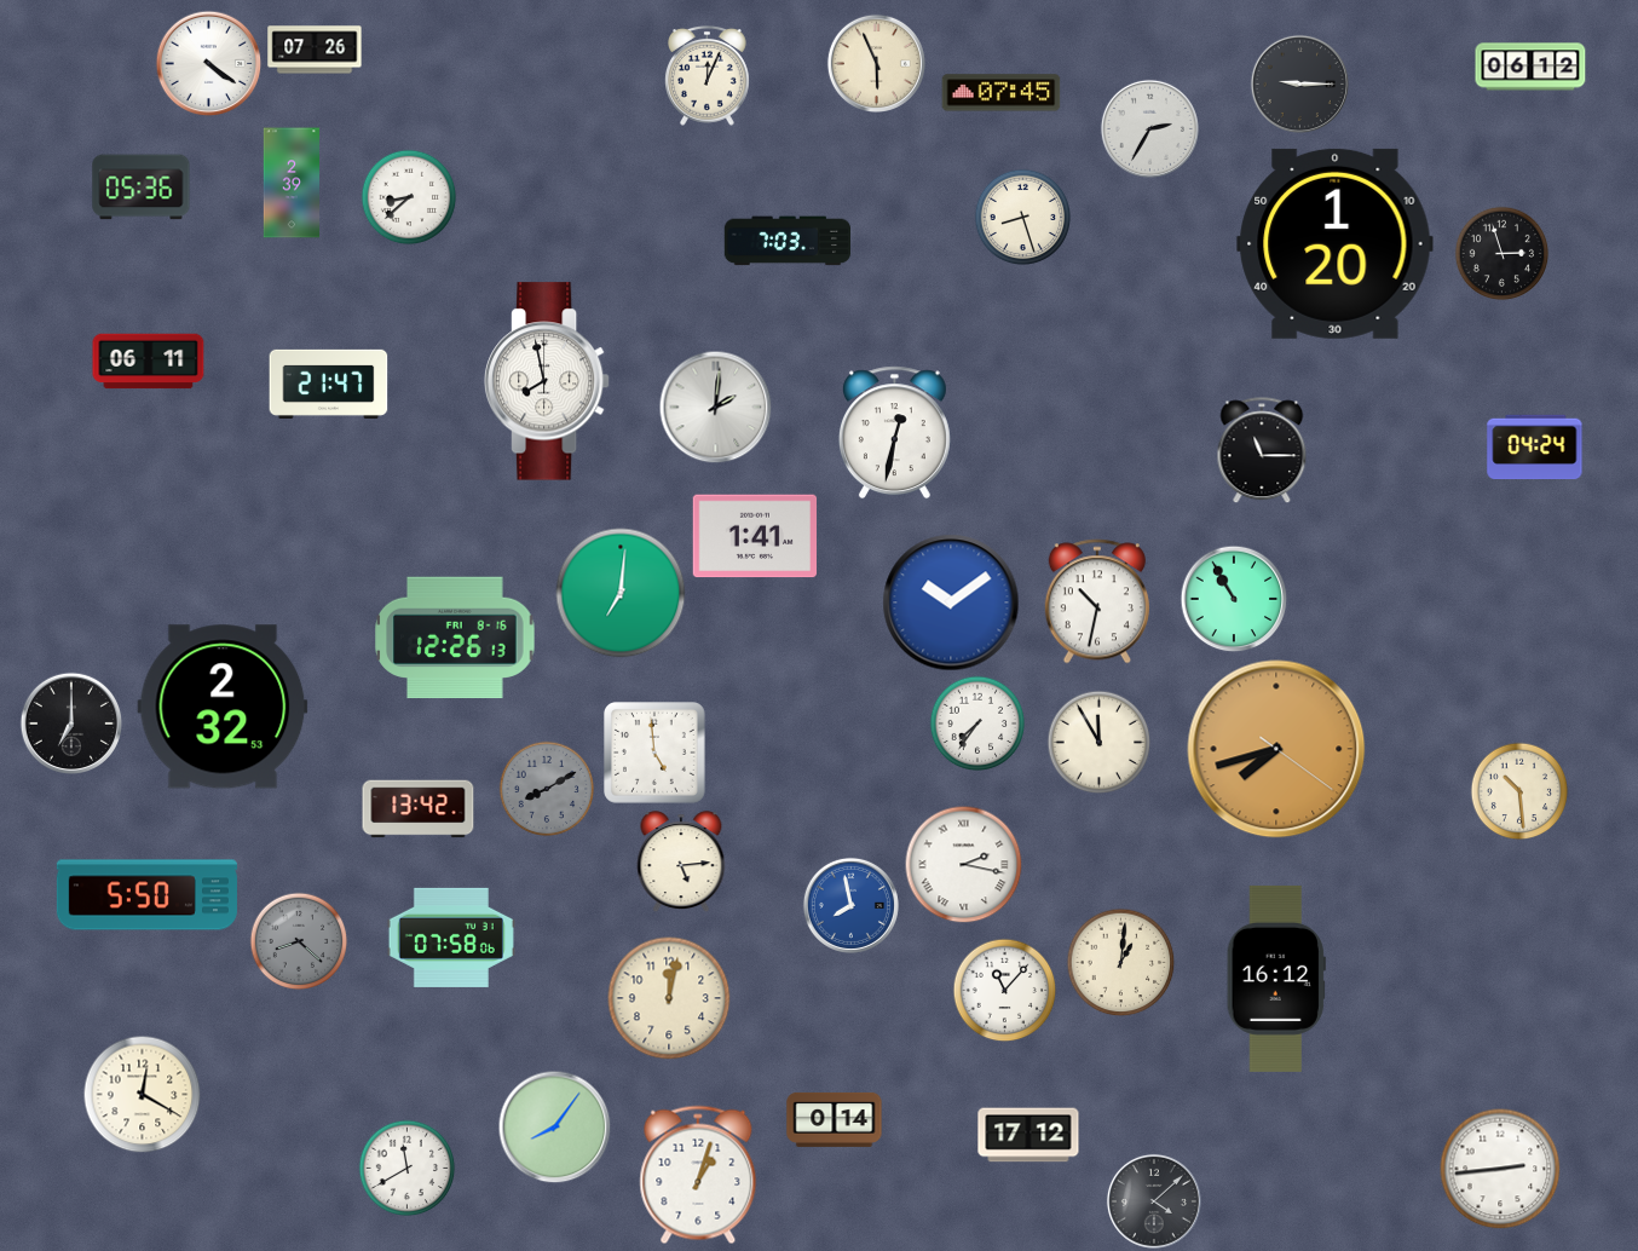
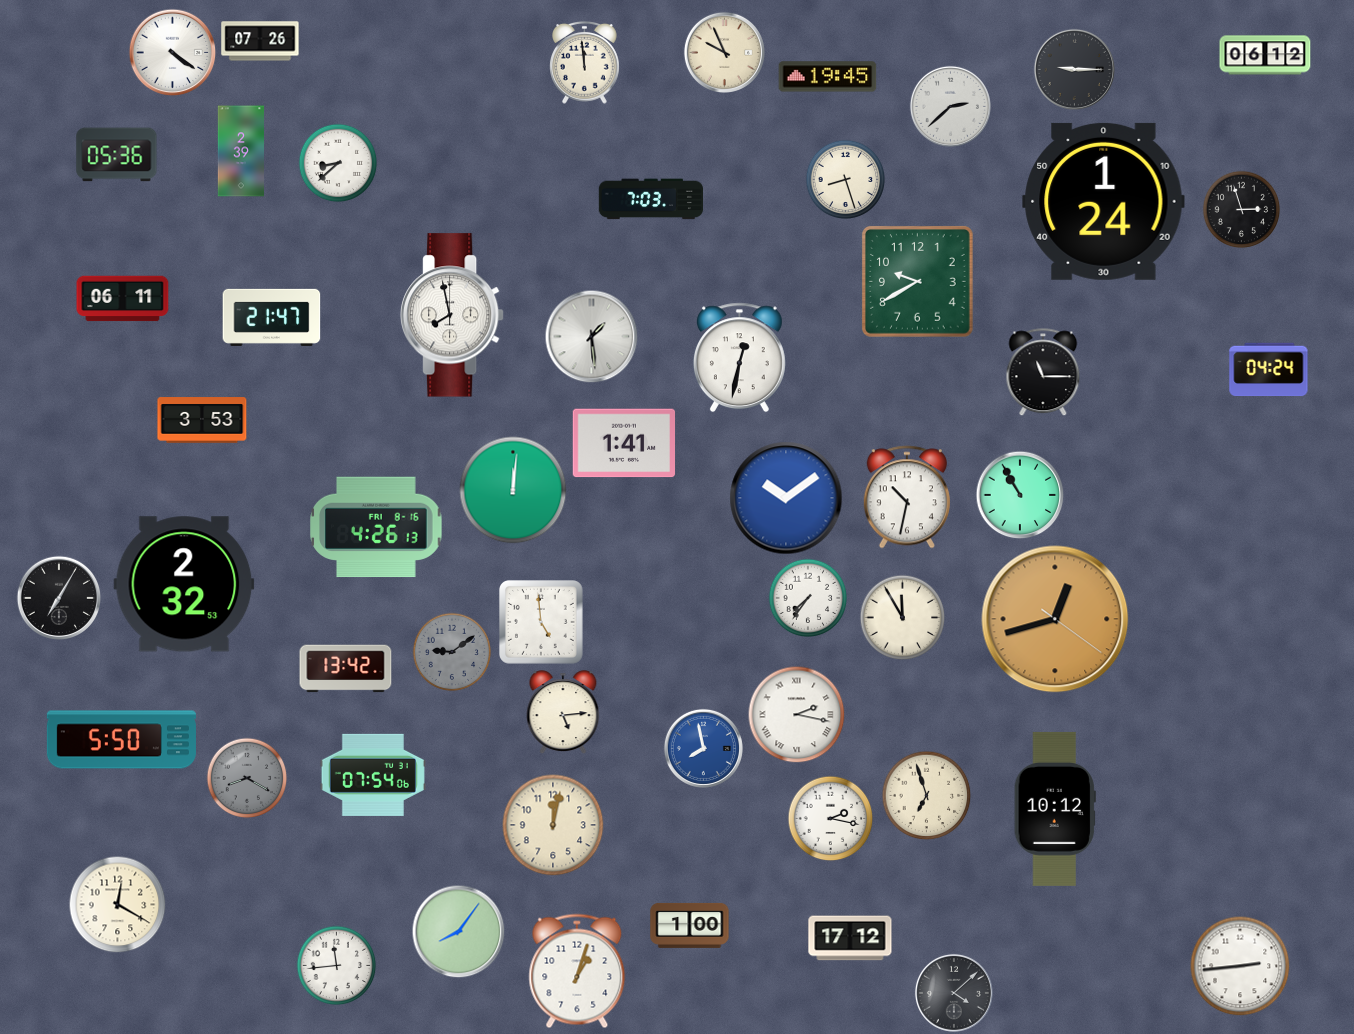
clock at (876, 63): 5:56 -> 9:56
clock at (708, 75): 12:04 -> 11:59
clock at (1002, 93): 07:45 -> 19:45
clock at (1149, 128): 2:35 -> 2:38
clock at (1336, 243): 1:20 -> 1:24
clock at (918, 282): none -> 9:40
clock at (715, 407): 2:01 -> 1:29
clock at (202, 420): none -> 3:53
clock at (621, 593): 7:01 -> 12:01
clock at (455, 638): 12:26 -> 4:26
clock at (70, 722): 7:00 -> 7:05
clock at (1098, 742) position: (1098, 742) -> (902, 617)
clock at (1276, 749): 7:42 -> 12:42
clock at (547, 789): 8:10 -> 9:09
clock at (1519, 791): 10:29 -> none
clock at (451, 938): 07:58 -> 07:54
clock at (299, 941): 8:22 -> 8:20
clock at (1120, 962): 1:01 -> 6:57
clock at (1276, 979): 16:12 -> 10:12
clock at (1004, 990): 11:07 -> 2:17
clock at (835, 1119): 0:14 -> 1:00
clock at (406, 1168): 11:40 -> 11:44
